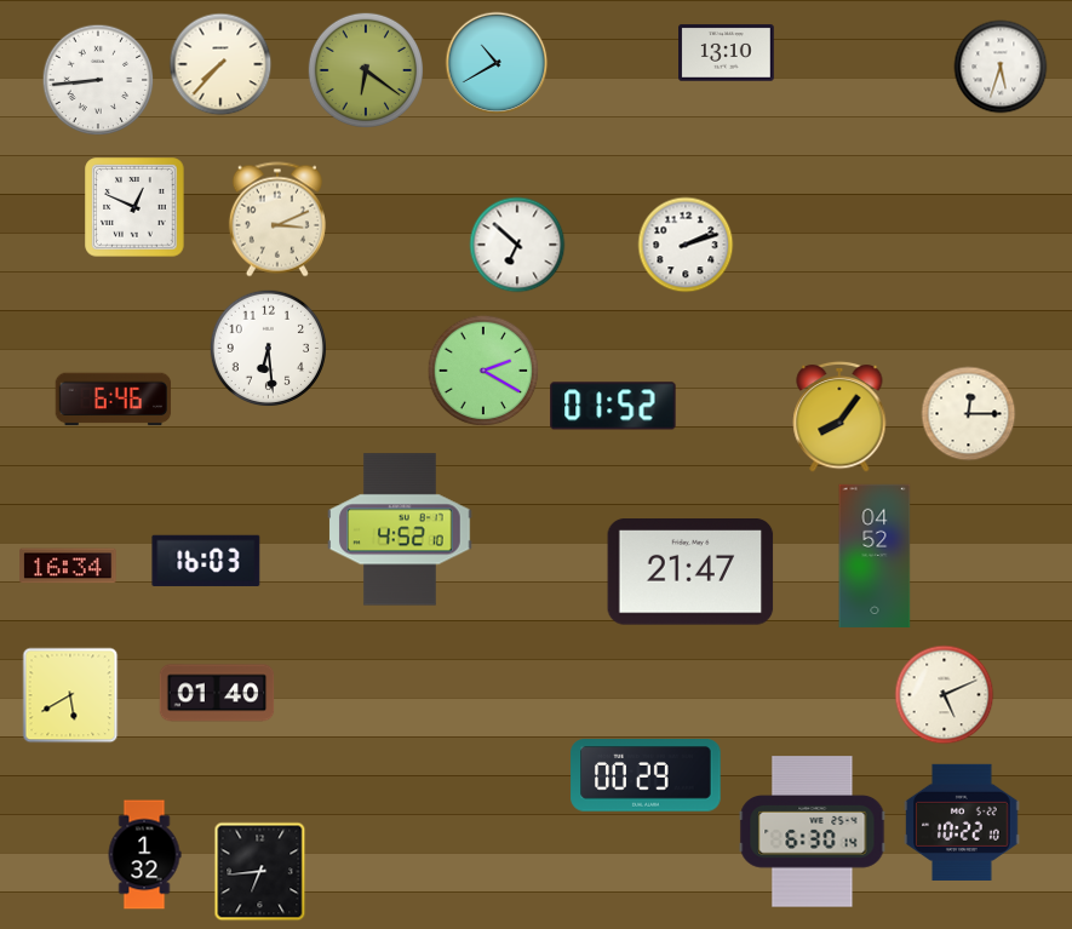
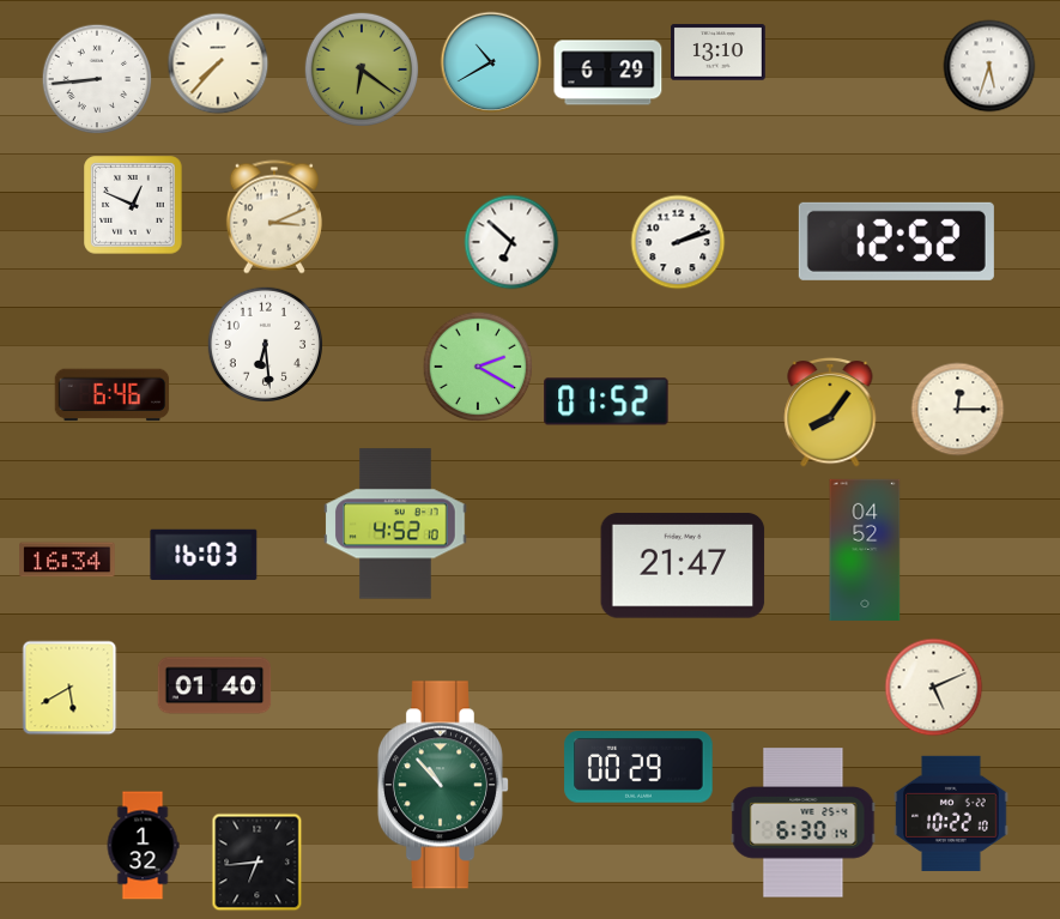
clock at (608, 73): none -> 6:29
clock at (896, 241): none -> 12:52
clock at (442, 785): none -> 10:53
